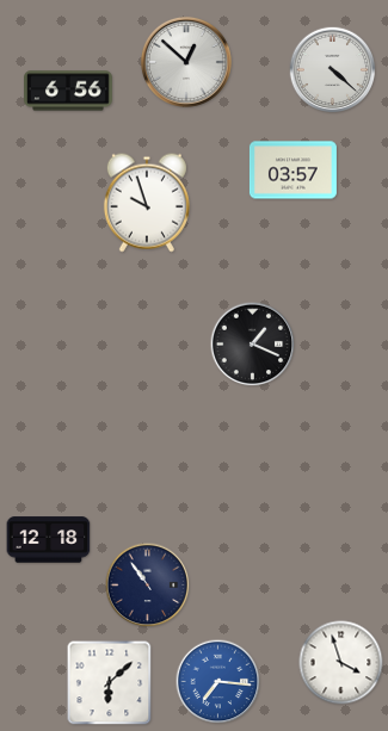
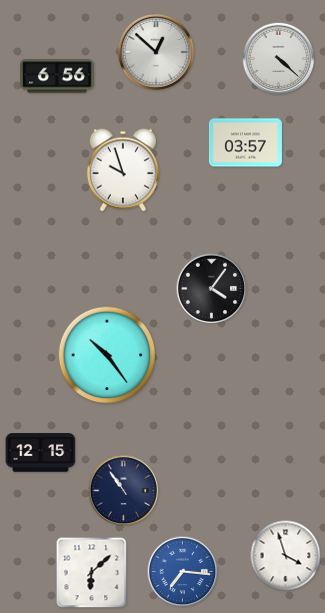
clock at (253, 345): 1:19 -> 4:06
clock at (107, 355): none -> 10:24
clock at (49, 540): 12:18 -> 12:15
